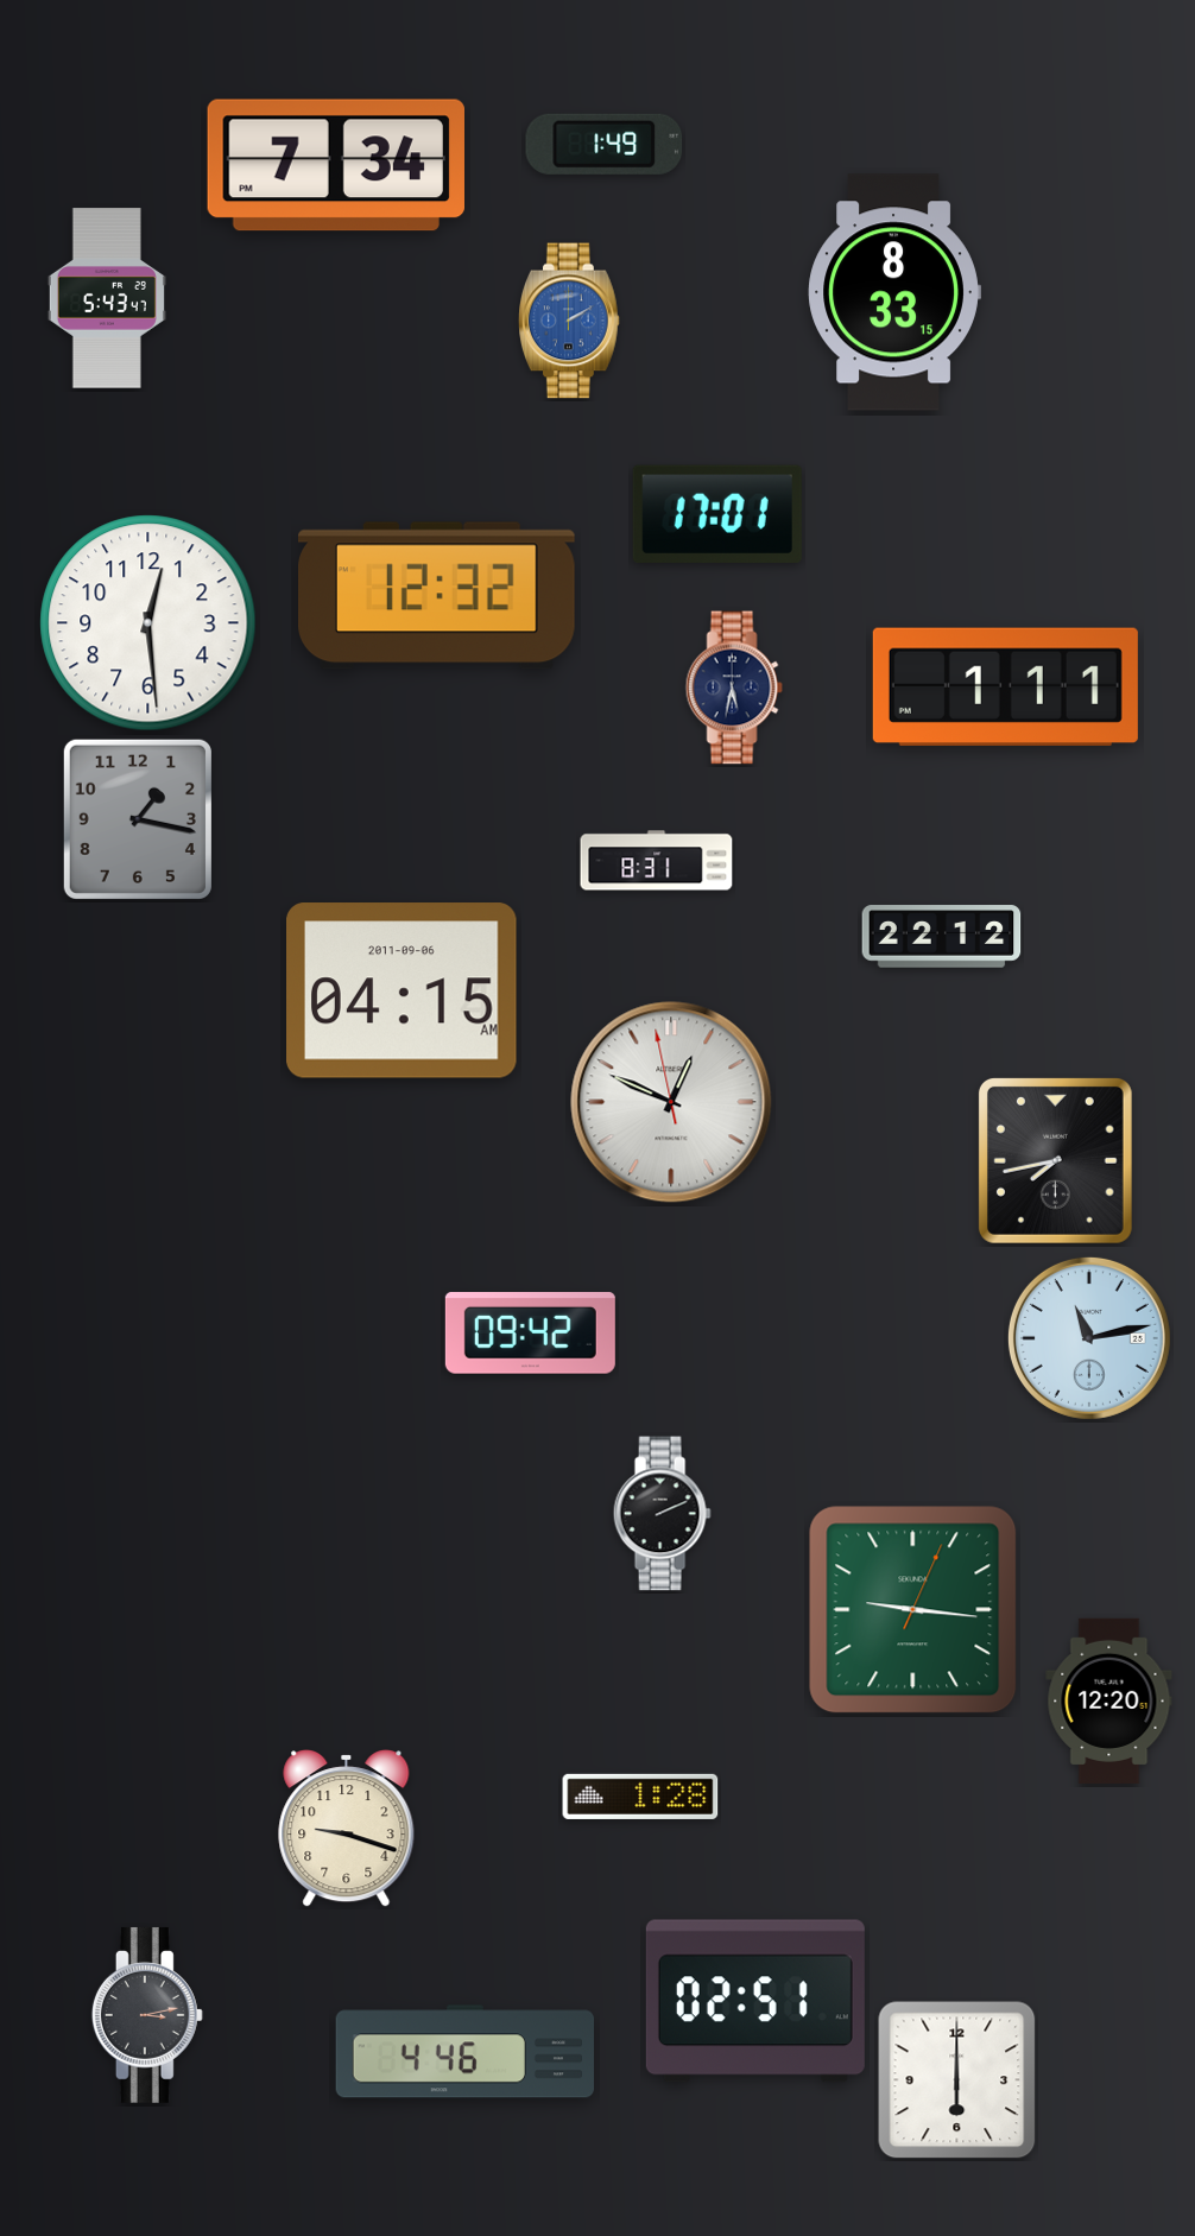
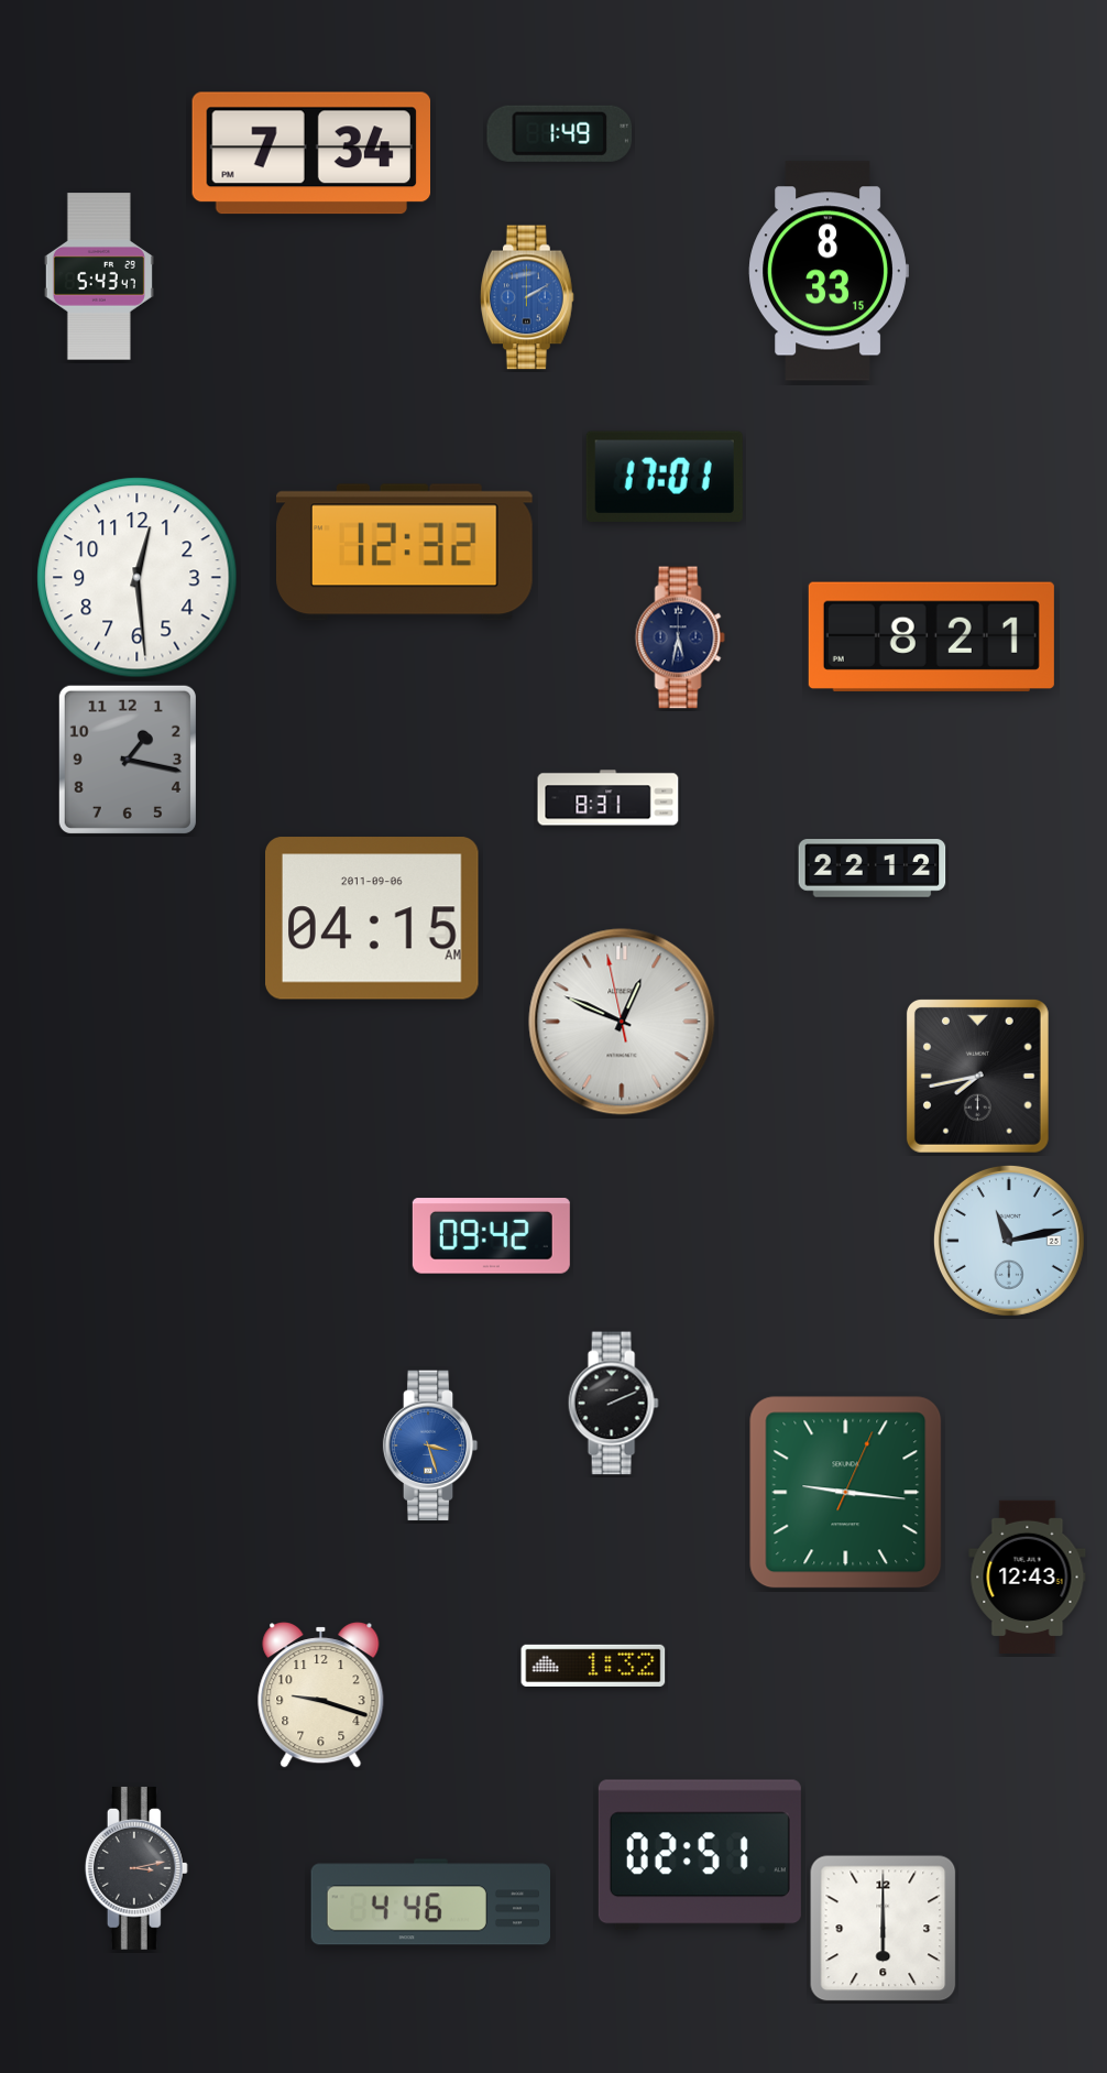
clock at (1005, 686): 1:11 -> 8:21
clock at (430, 1445): none -> 3:27
clock at (1109, 1700): 12:20 -> 12:43
clock at (640, 1797): 1:28 -> 1:32
clock at (957, 2080) position: (957, 2080) -> (884, 1929)
